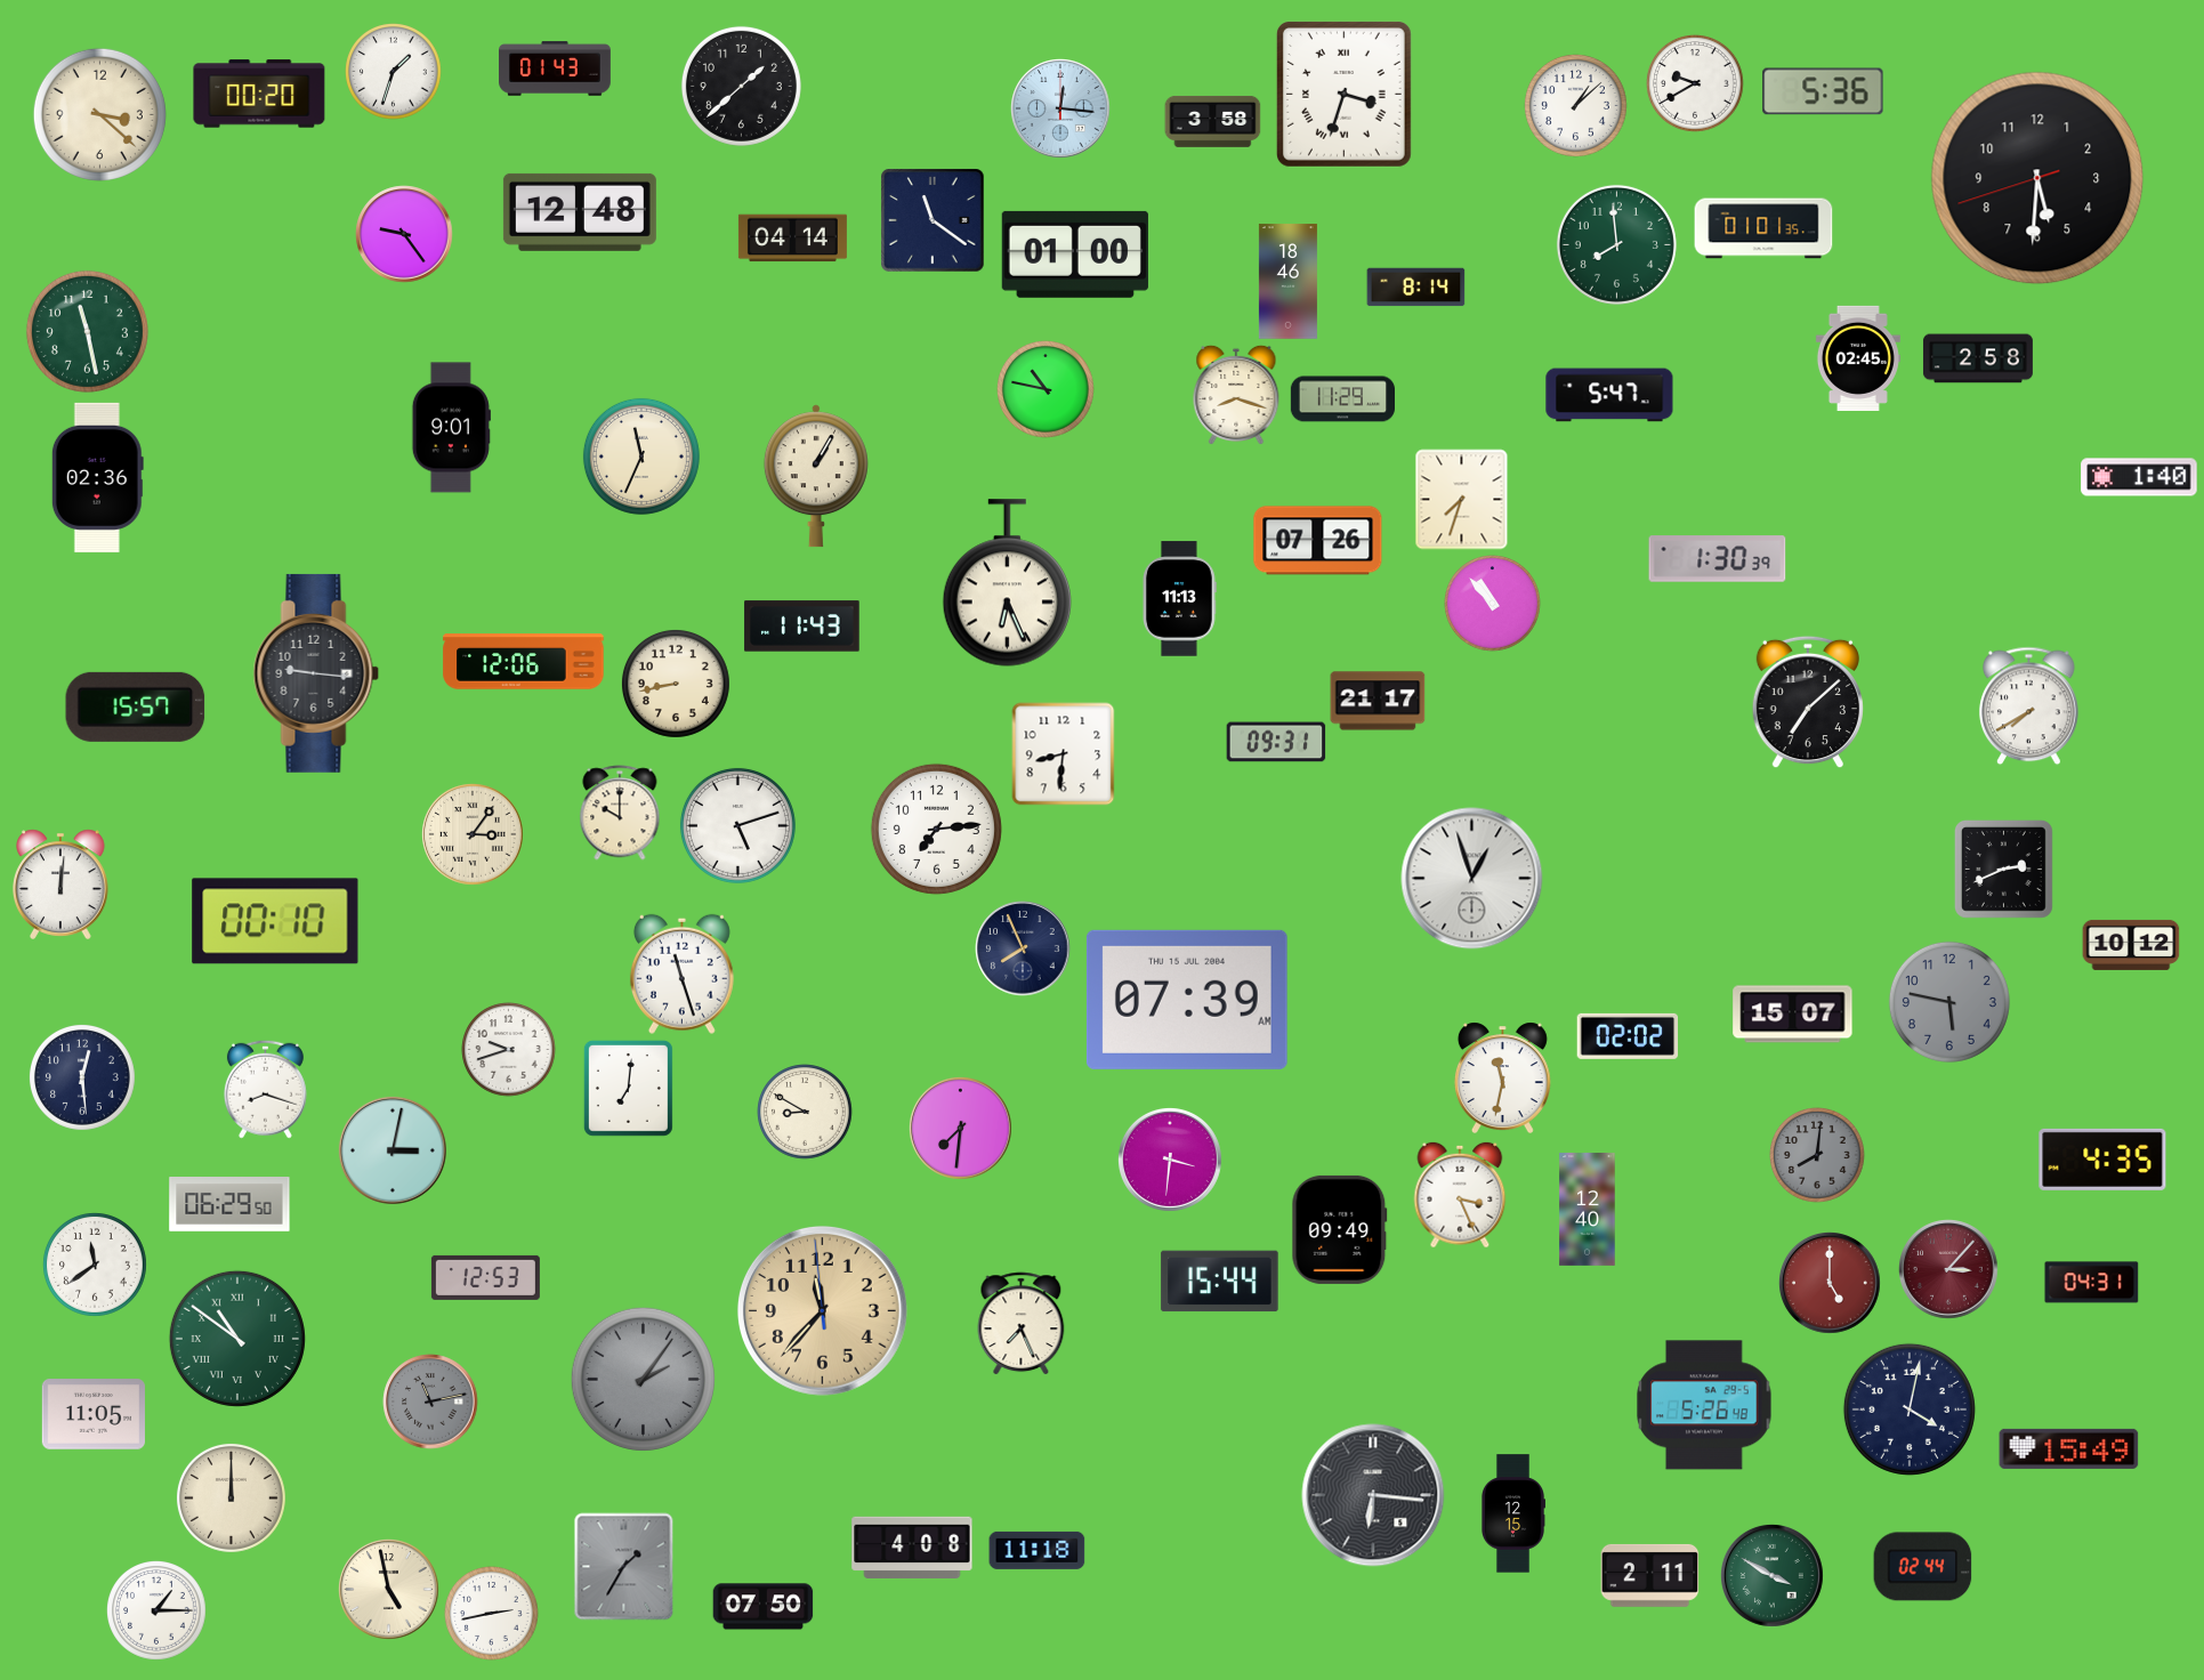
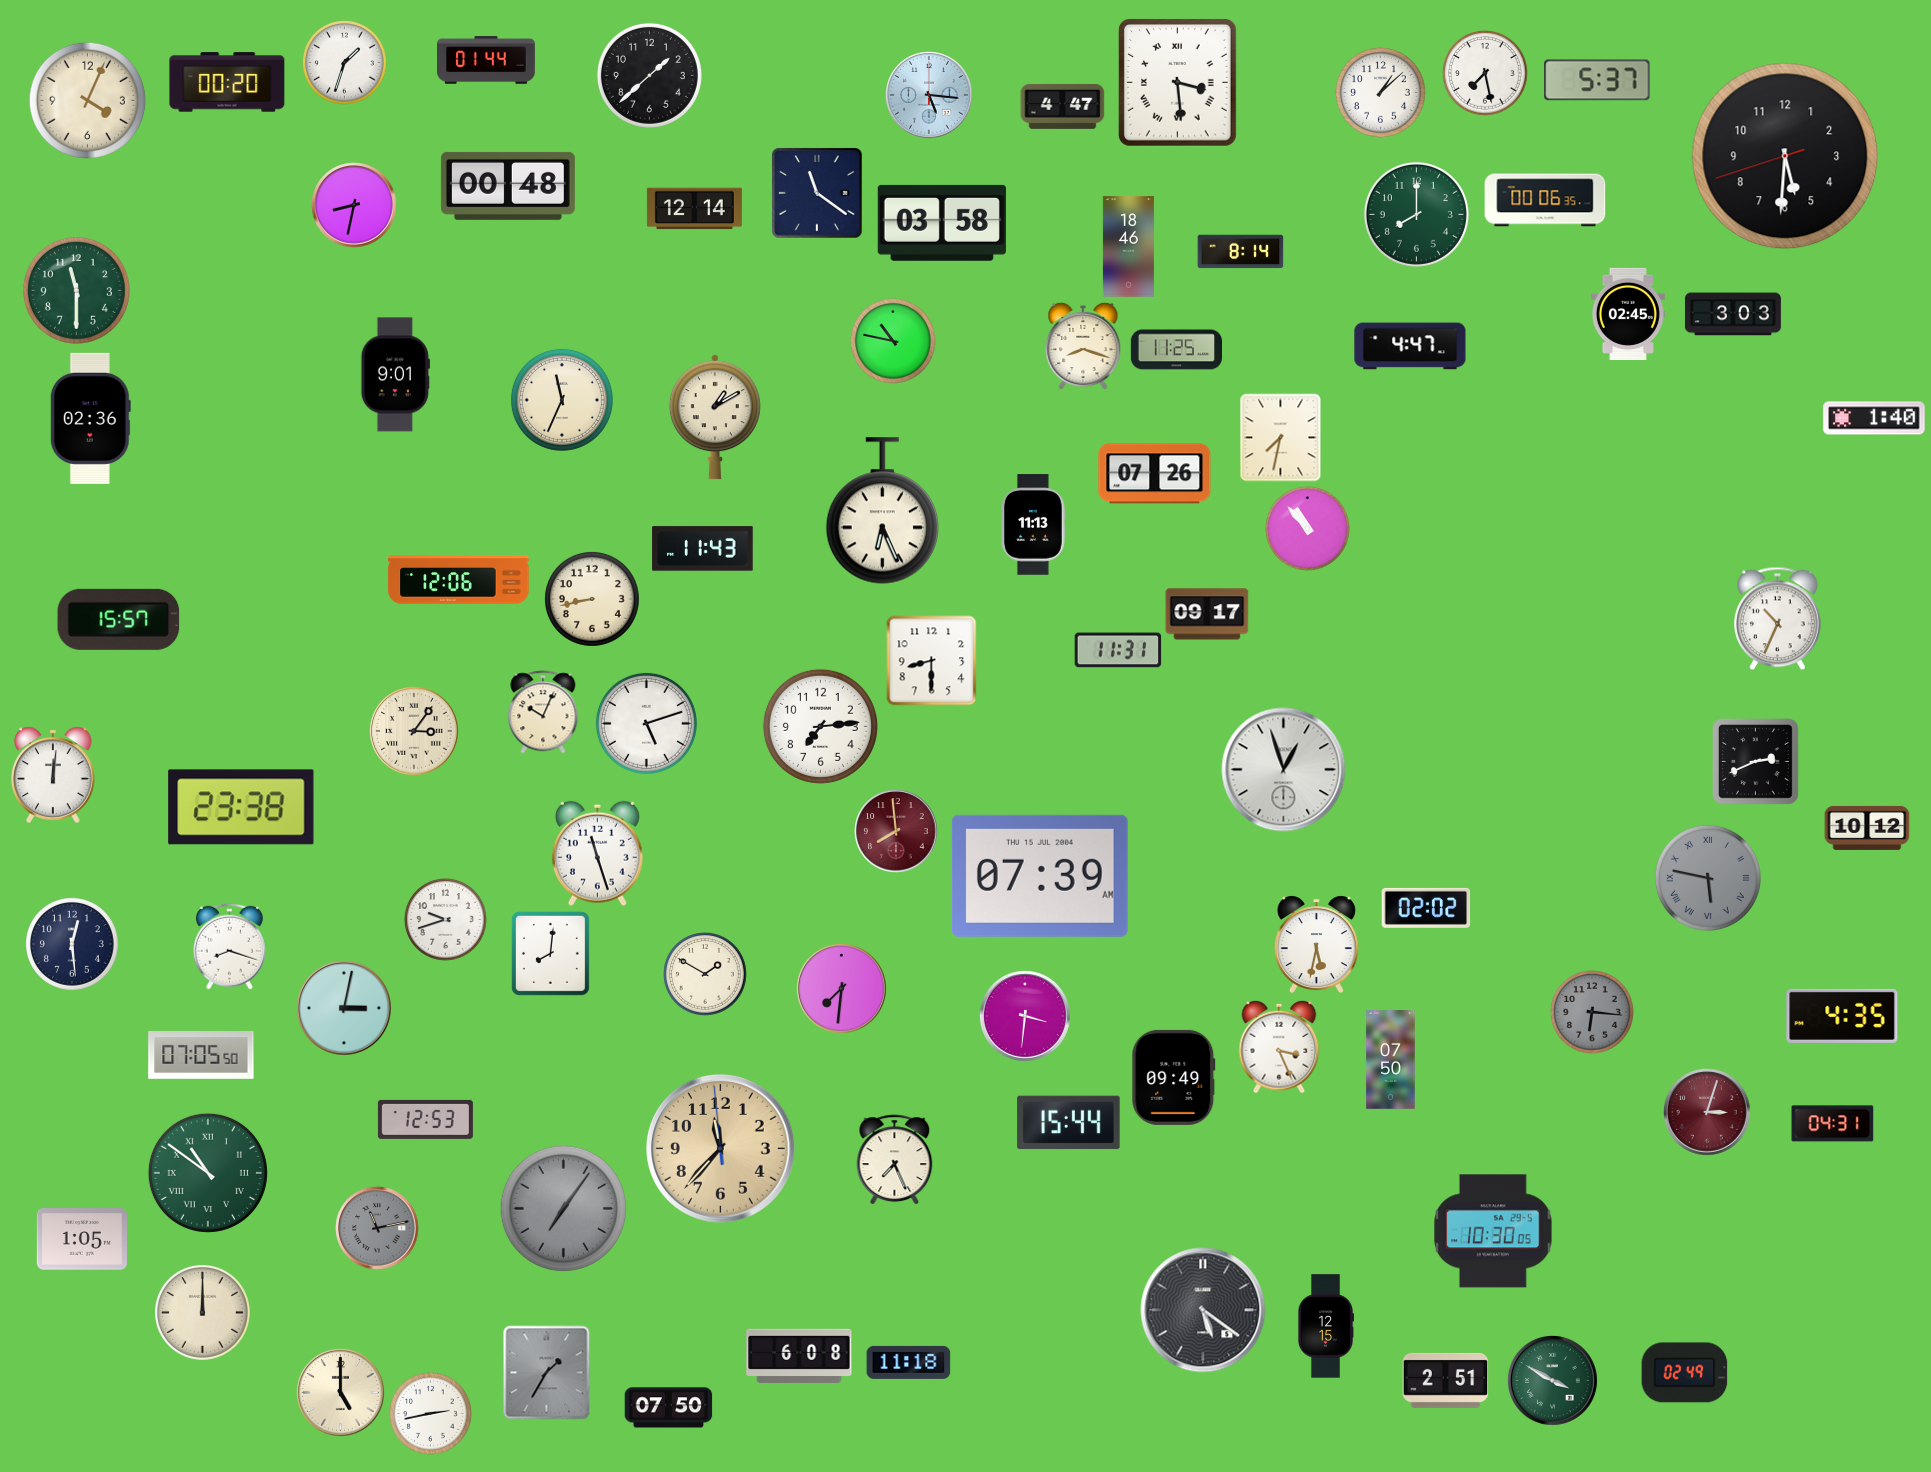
clock at (556, 68): 01:43 -> 01:44
clock at (1695, 83): 9:40 -> 7:28
clock at (1823, 91): 5:36 -> 5:37
clock at (1345, 95): 3:33 -> 3:29
clock at (1060, 108): 12:16 -> 5:16
clock at (99, 114): 3:22 -> 4:04
clock at (1213, 121): 3:58 -> 4:47
clock at (580, 212): 12:48 -> 00:48
clock at (1763, 228): 01:01 -> 00:06
clock at (404, 234): 9:24 -> 8:32
clock at (792, 239): 04:14 -> 12:14
clock at (1616, 244): 7:59 -> 8:00
clock at (1075, 255): 01:00 -> 03:58
clock at (87, 331): 11:28 -> 11:30
clock at (1978, 358): 2:58 -> 3:03
clock at (1046, 389) position: (1046, 389) -> (893, 341)
clock at (1609, 395): 5:47 -> 4:47
clock at (1342, 399): 11:29 -> 11:25
clock at (816, 476): 1:05 -> 1:10
clock at (97, 477) position: (97, 477) -> (90, 418)
clock at (1462, 500): 7:33 -> 7:32
clock at (1718, 559): 1:30 -> none
clock at (316, 673): 9:16 -> none
clock at (1378, 701): 21:17 -> 09:17
clock at (1808, 702): 7:08 -> none
clock at (2029, 706): 7:40 -> 10:34
clock at (1276, 742): 09:31 -> 11:31
clock at (1064, 754): 8:31 -> 8:30
clock at (620, 813): 10:00 -> 10:04
clock at (1472, 879) position: (1472, 879) -> (1284, 770)
clock at (275, 921): 00:10 -> 23:38
clock at (1023, 948): 7:56 -> 7:59
clock at (1023, 948) dial: navy -> burgundy
clock at (1949, 1002) numerals: Arabic -> Roman
clock at (1793, 1015): 15:07 -> none
clock at (1502, 1077): 11:32 -> 5:32
clock at (628, 1088): 7:01 -> 8:01
clock at (265, 1089) position: (265, 1089) -> (229, 946)
clock at (805, 1112): 8:50 -> 1:50
clock at (1817, 1155): 8:01 -> 6:16
clock at (229, 1205): 06:29 -> 07:05
clock at (1588, 1210): 12:40 -> 07:50
clock at (96, 1266): 11:39 -> none
clock at (1948, 1269): 3:07 -> 3:03
clock at (1831, 1284): 5:00 -> none
clock at (643, 1379): 2:06 -> 7:06
clock at (1704, 1405): 5:26 -> 10:30
clock at (1910, 1410): 4:02 -> none
clock at (92, 1414): 11:05 -> 1:05
clock at (2069, 1448): 15:49 -> none
clock at (1373, 1495): 6:16 -> 5:21
clock at (912, 1546): 4:08 -> 6:08
clock at (1038, 1550) position: (1038, 1550) -> (909, 1362)
clock at (1923, 1567): 02:44 -> 02:49
clock at (1650, 1575): 2:11 -> 2:51
clock at (389, 1590): 4:58 -> 5:00
clock at (158, 1612): 1:15 -> none
